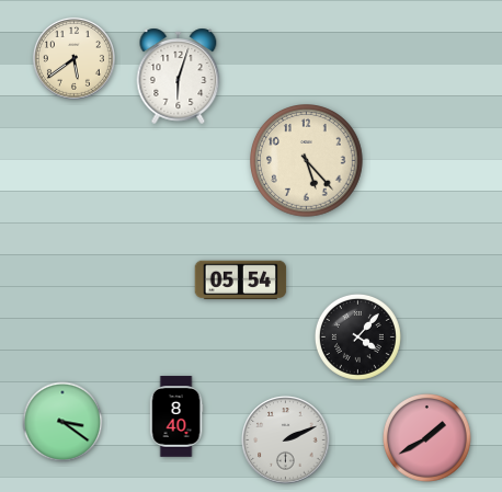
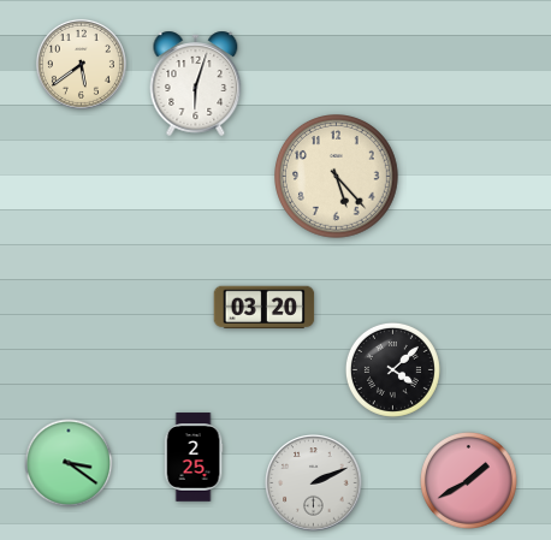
clock at (241, 281): 05:54 -> 03:20
clock at (357, 336): 4:07 -> 4:08
clock at (176, 416): 8:40 -> 2:25
